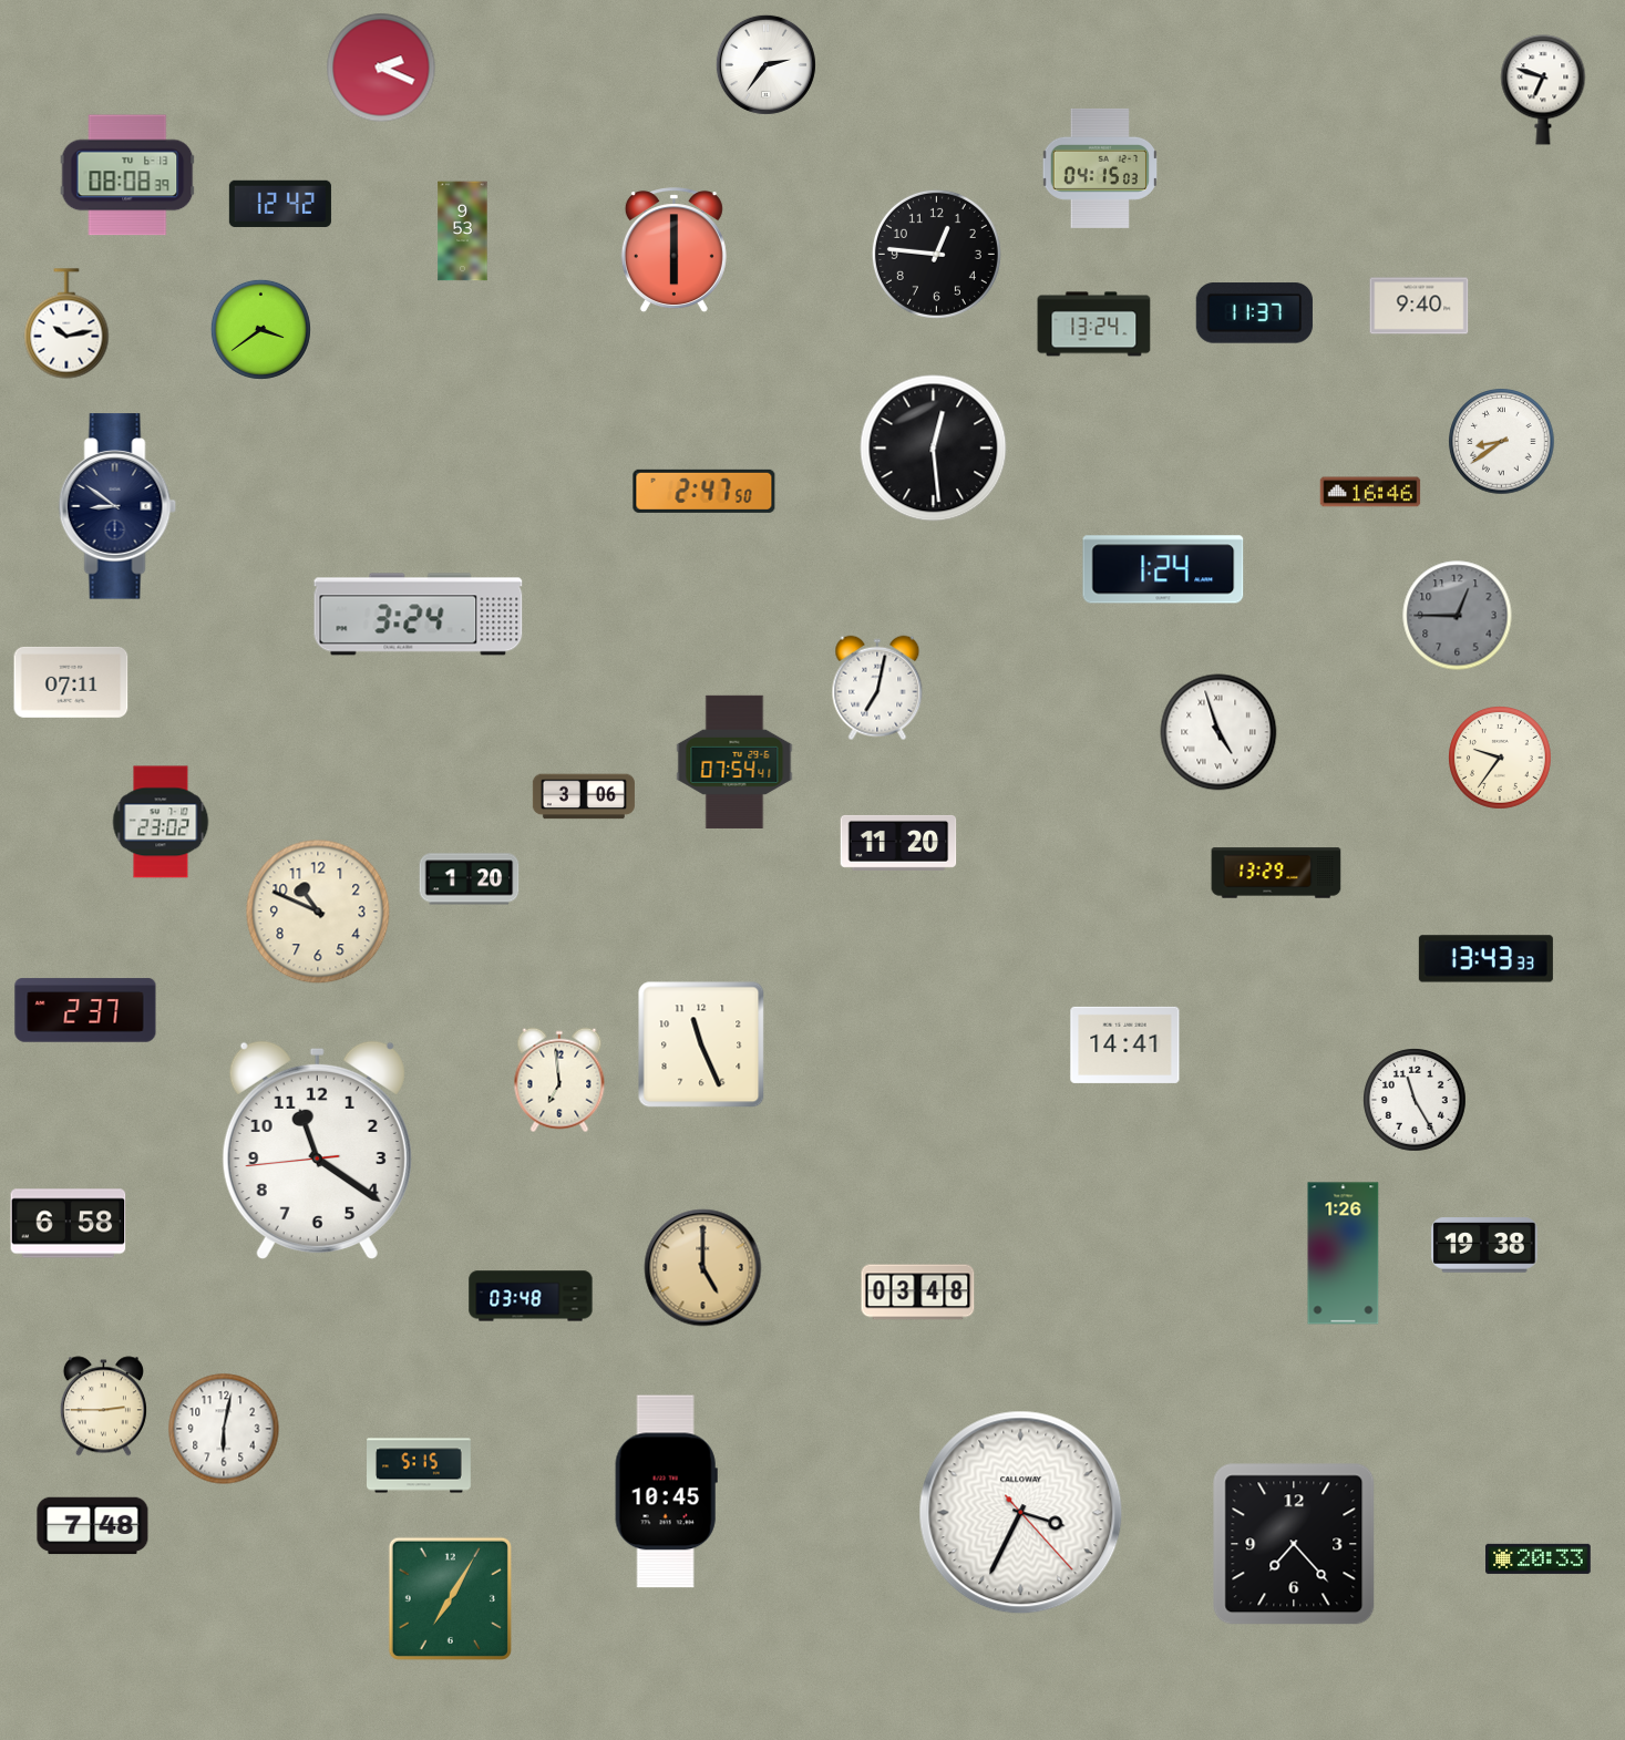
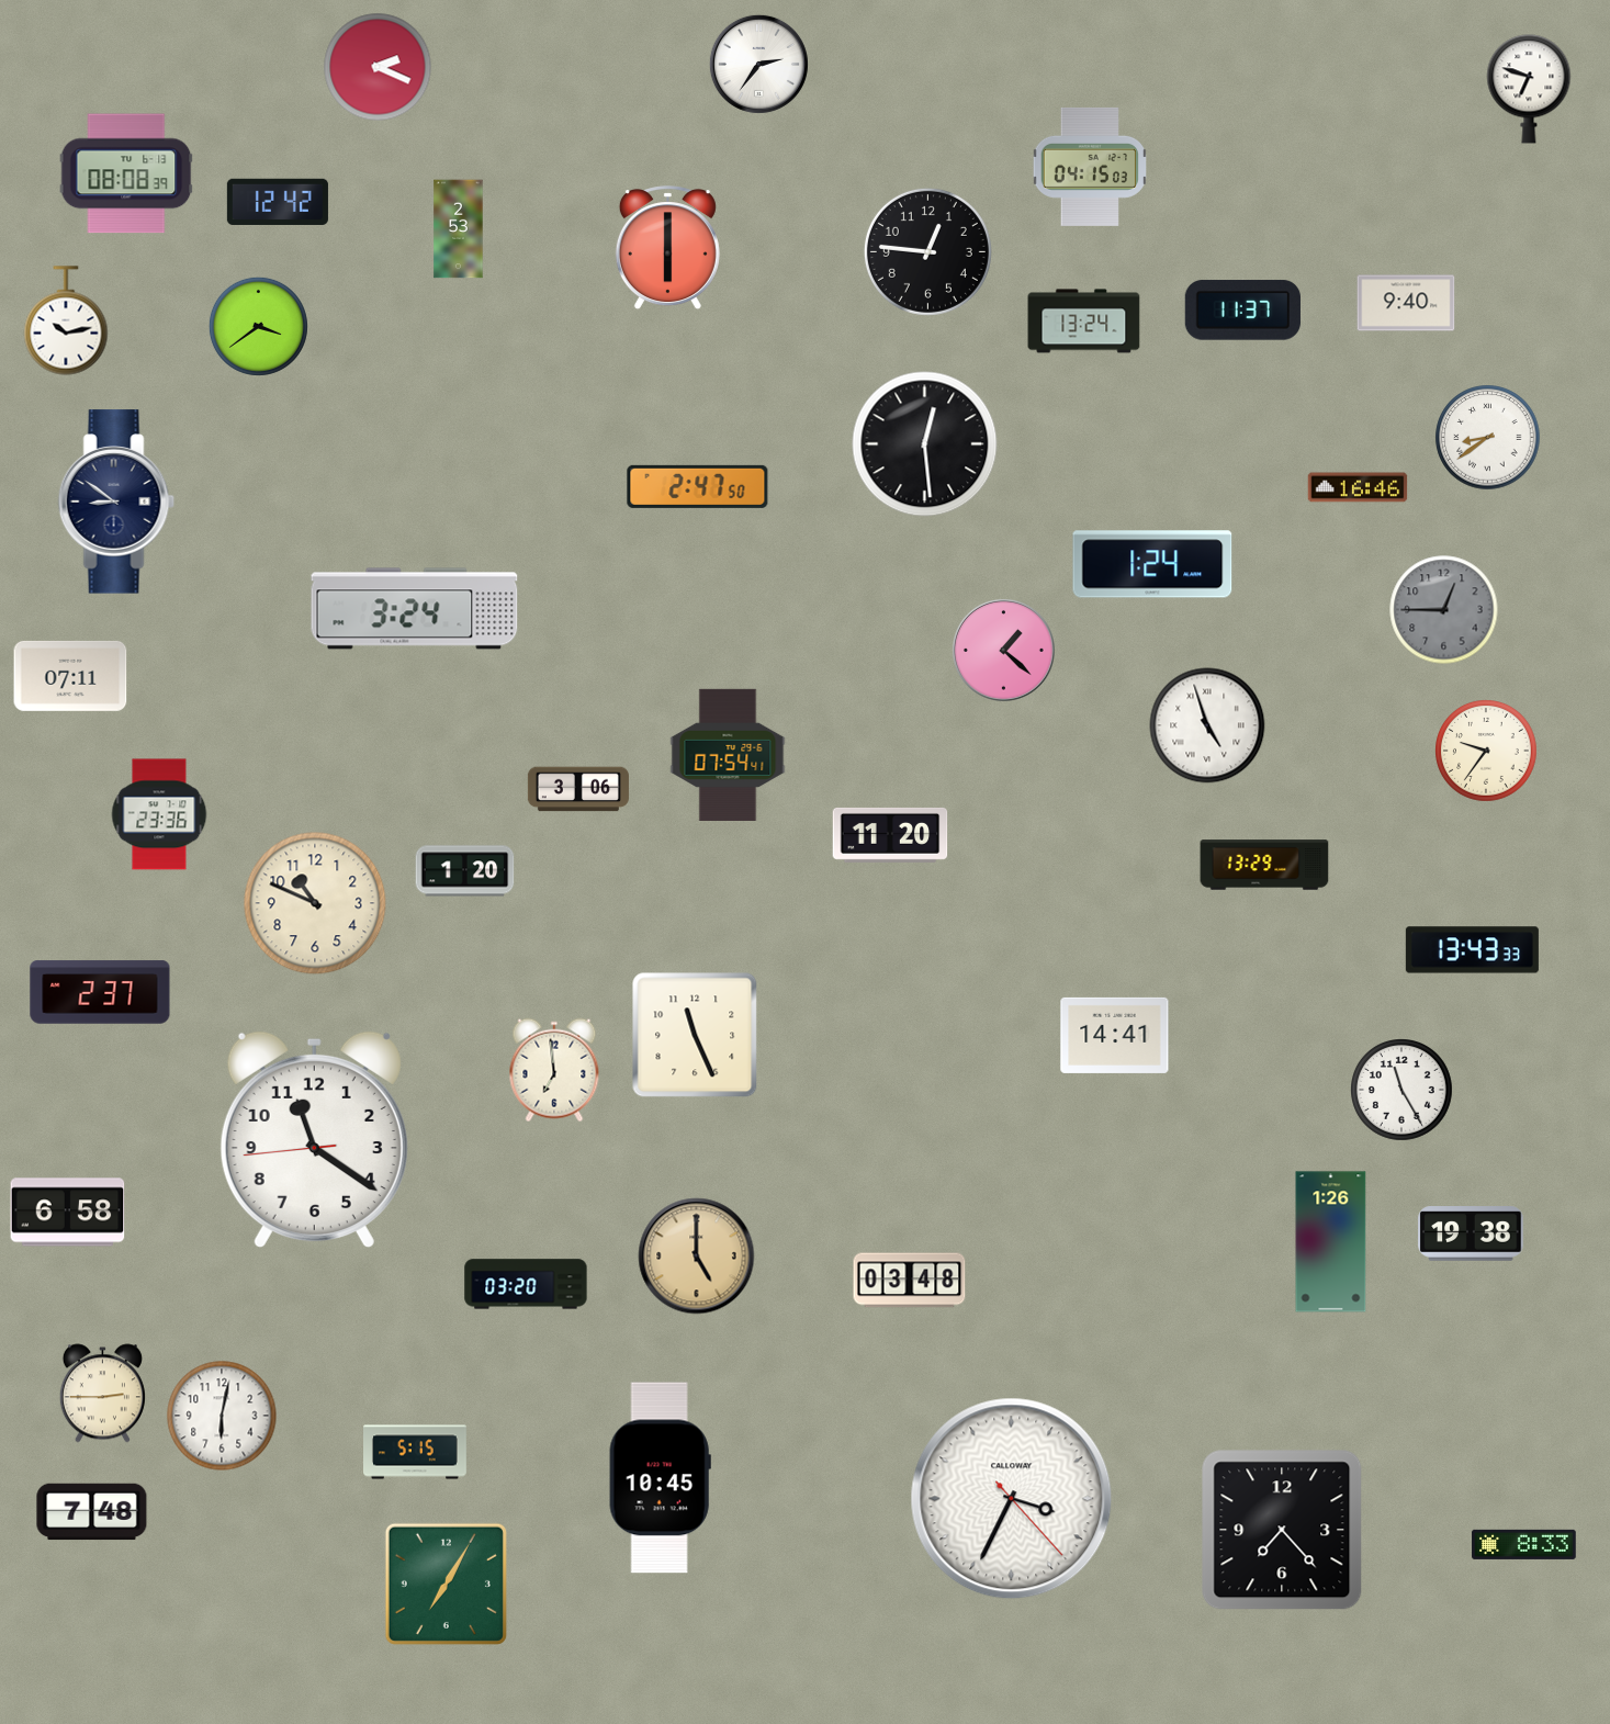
clock at (463, 231): 9:53 -> 2:53
clock at (1003, 650): none -> 1:22
clock at (877, 688): 7:02 -> none
clock at (161, 822): 23:02 -> 23:36
clock at (85, 1010) position: (85, 1010) -> (100, 992)
clock at (531, 1296): 03:48 -> 03:20
clock at (1539, 1558): 20:33 -> 8:33
